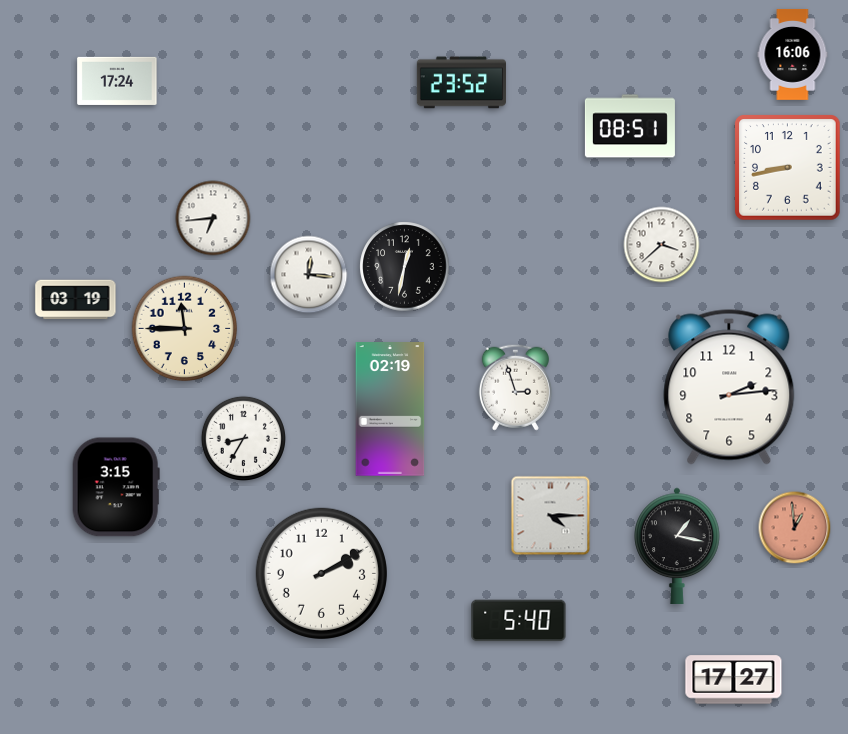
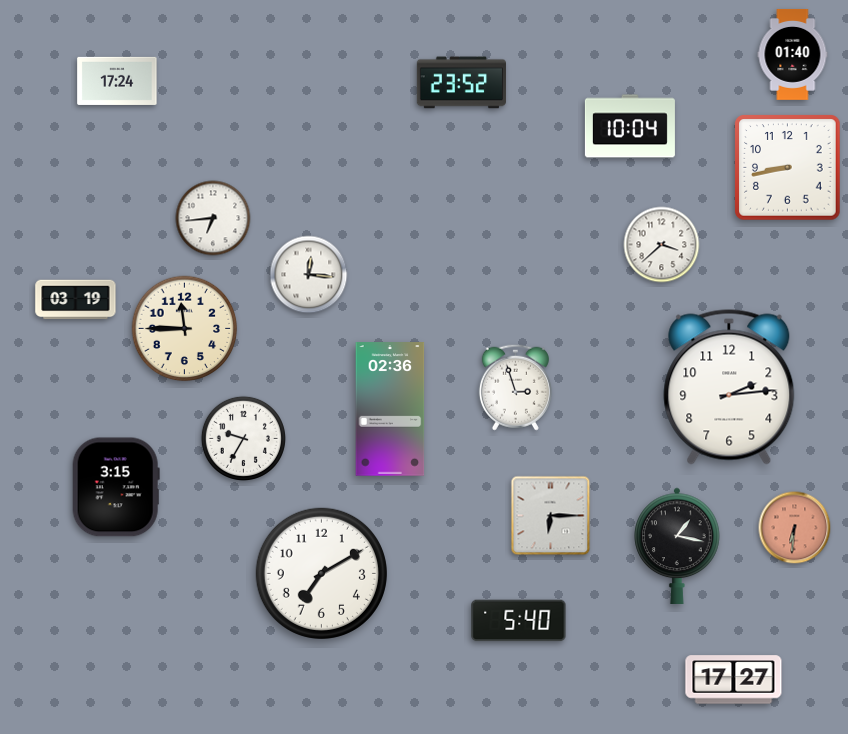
clock at (793, 54): 16:06 -> 01:40
clock at (630, 126): 08:51 -> 10:04
clock at (405, 267): 12:32 -> none
clock at (390, 409): 02:19 -> 02:36
clock at (243, 438): 8:35 -> 9:35
clock at (551, 516): 4:15 -> 6:15
clock at (795, 528): 12:59 -> 6:31
clock at (321, 573): 2:10 -> 7:10
